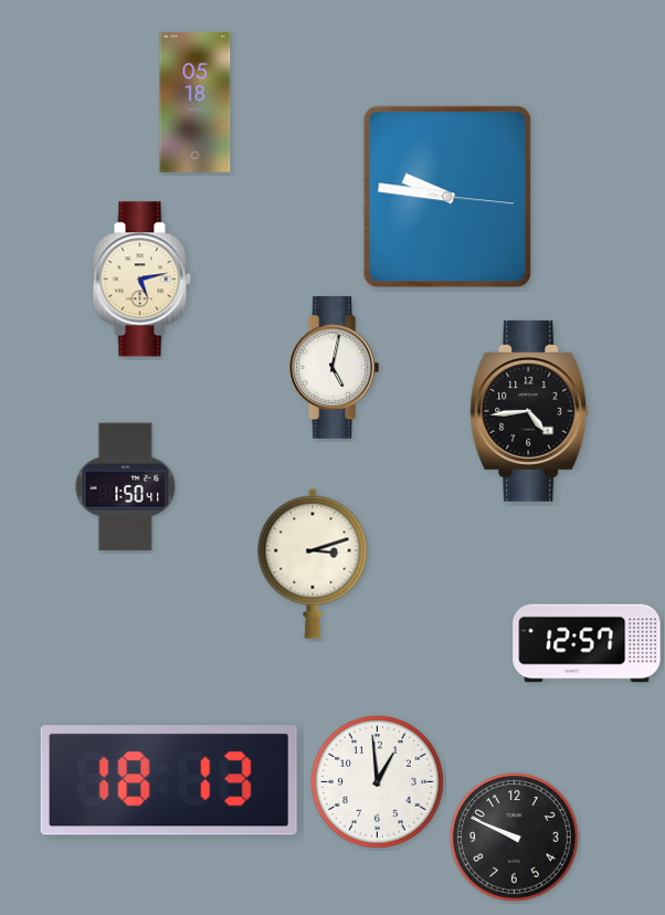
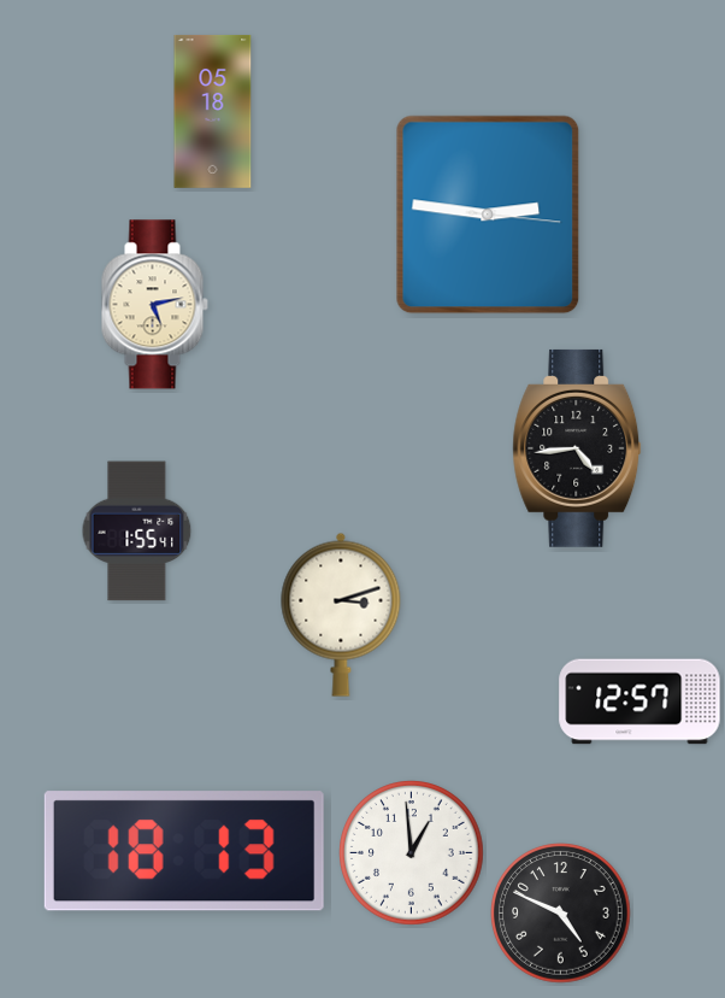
clock at (447, 197): 9:46 -> 2:46
clock at (335, 368): 5:02 -> none
clock at (126, 487): 1:50 -> 1:55
clock at (515, 838): 9:49 -> 4:49
